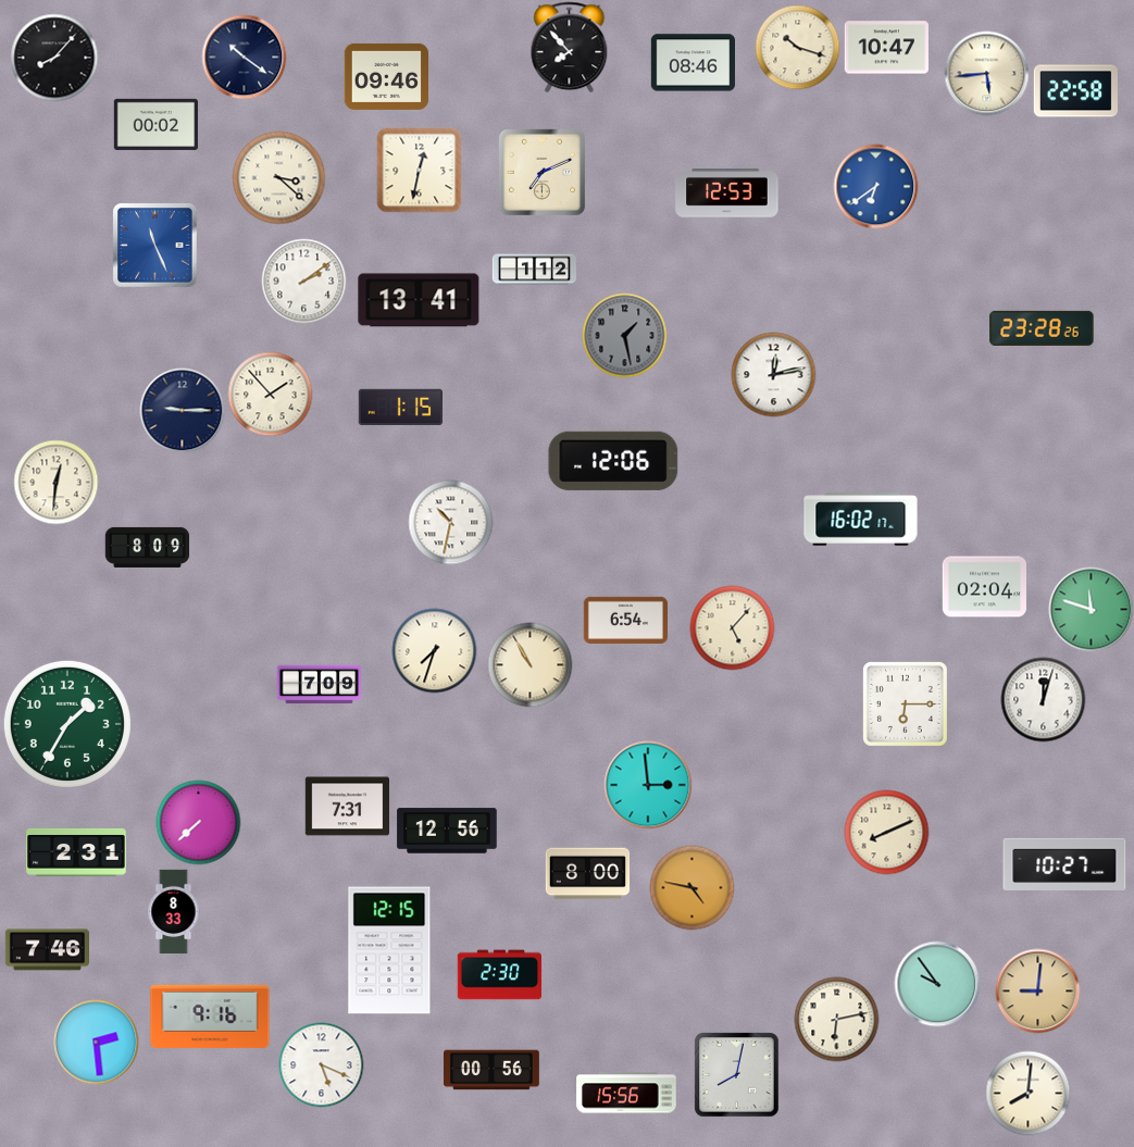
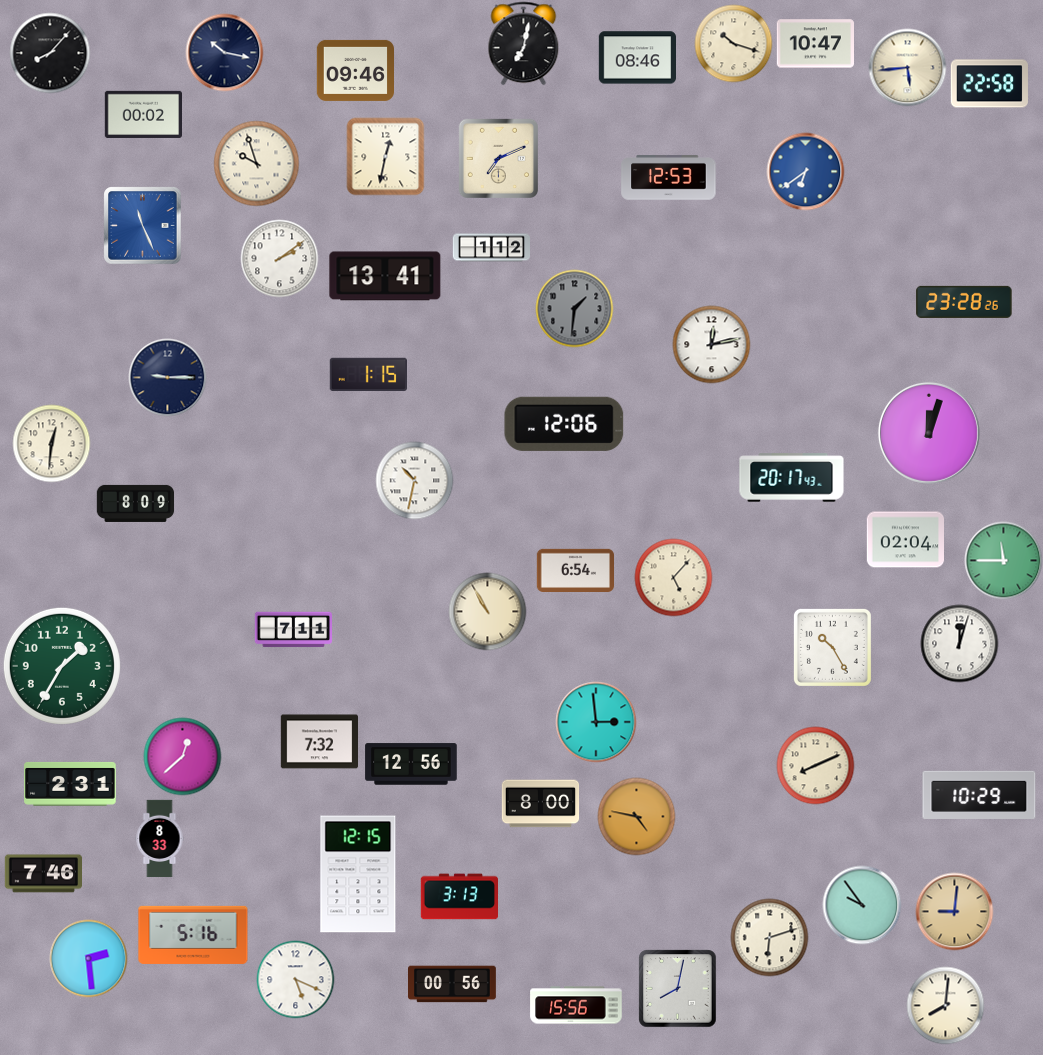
clock at (570, 47): 7:53 -> 7:02
clock at (244, 57): 10:21 -> 10:17
clock at (278, 177): 3:22 -> 9:57
clock at (1042, 328) position: (1042, 328) -> (964, 302)
clock at (624, 335): 1:28 -> 1:31
clock at (270, 394): 1:53 -> none
clock at (929, 433): none -> 12:03
clock at (861, 520): 16:02 -> 20:17
clock at (1091, 609): 11:48 -> 11:45
clock at (434, 650): 7:33 -> none
clock at (319, 685): 7:09 -> 7:11
clock at (905, 703): 6:15 -> 10:25
clock at (347, 807): 7:31 -> 7:32
clock at (198, 822): 7:38 -> 12:38
clock at (1064, 864): 10:27 -> 10:29
clock at (499, 975): 2:30 -> 3:13
clock at (210, 1017): 9:16 -> 5:16
clock at (836, 1019): 6:13 -> 6:12
